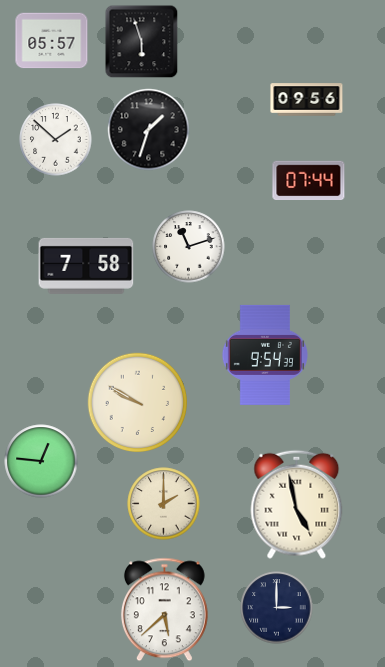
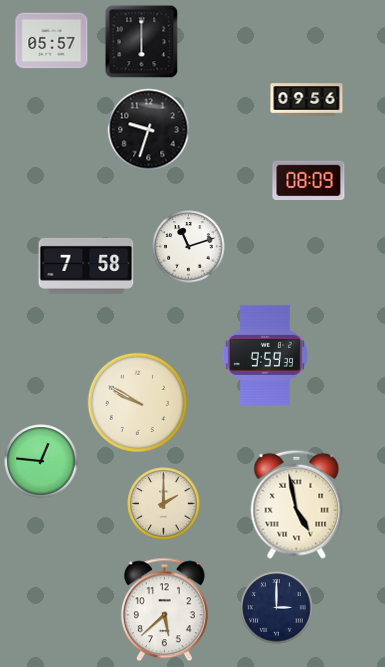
clock at (142, 42): 5:57 -> 6:00
clock at (149, 130): 1:33 -> 9:33
clock at (56, 140): 1:52 -> none
clock at (309, 181): 07:44 -> 08:09
clock at (265, 355): 9:54 -> 9:59
